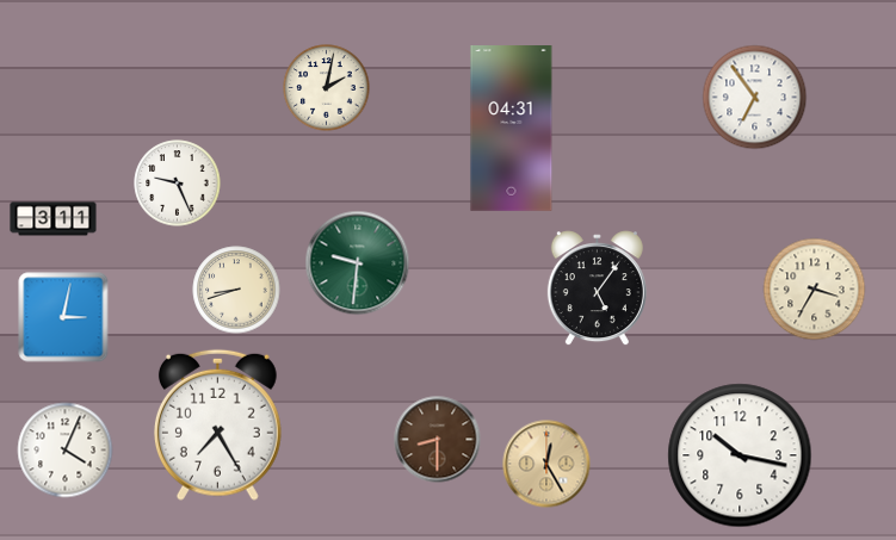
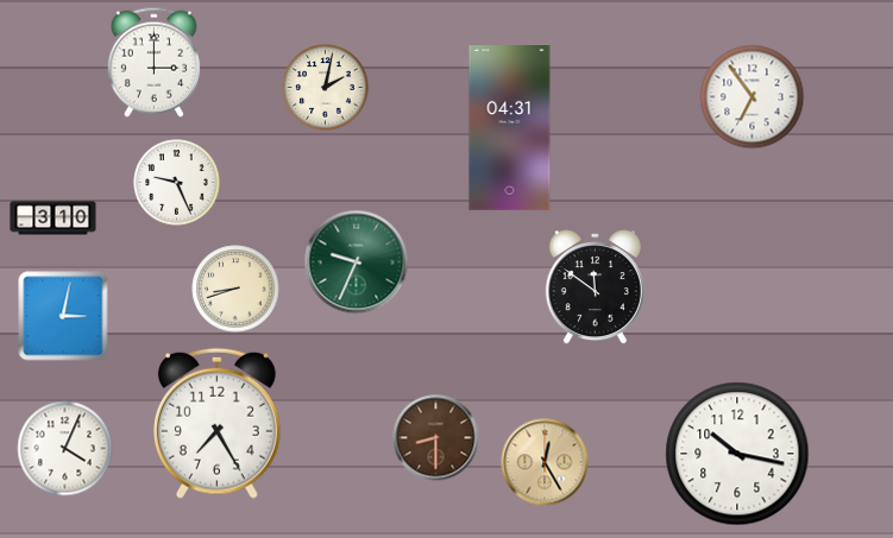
clock at (153, 62): none -> 3:00
clock at (54, 219): 3:11 -> 3:10
clock at (358, 263): 9:31 -> 9:34
clock at (597, 288): 5:06 -> 11:51
clock at (815, 290): 3:35 -> none
